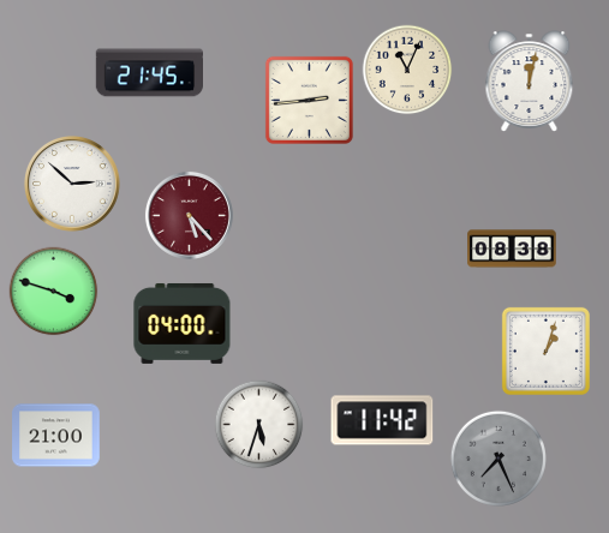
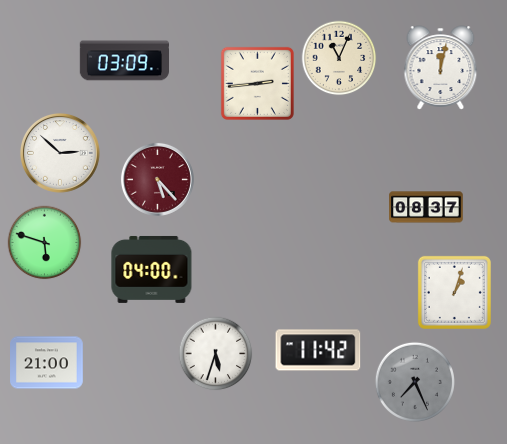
clock at (149, 73): 21:45 -> 03:09
clock at (512, 248): 08:38 -> 08:37
clock at (54, 292): 3:48 -> 5:48
